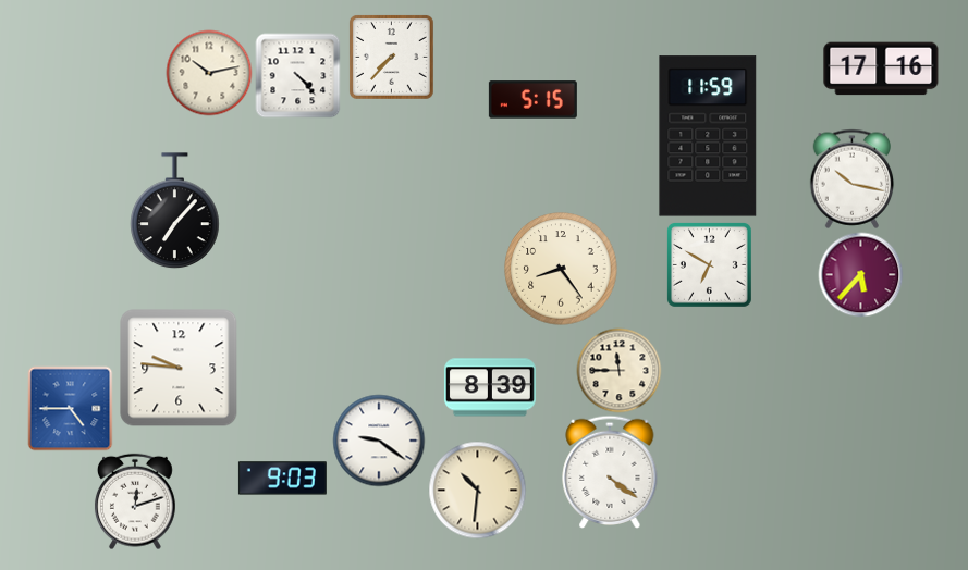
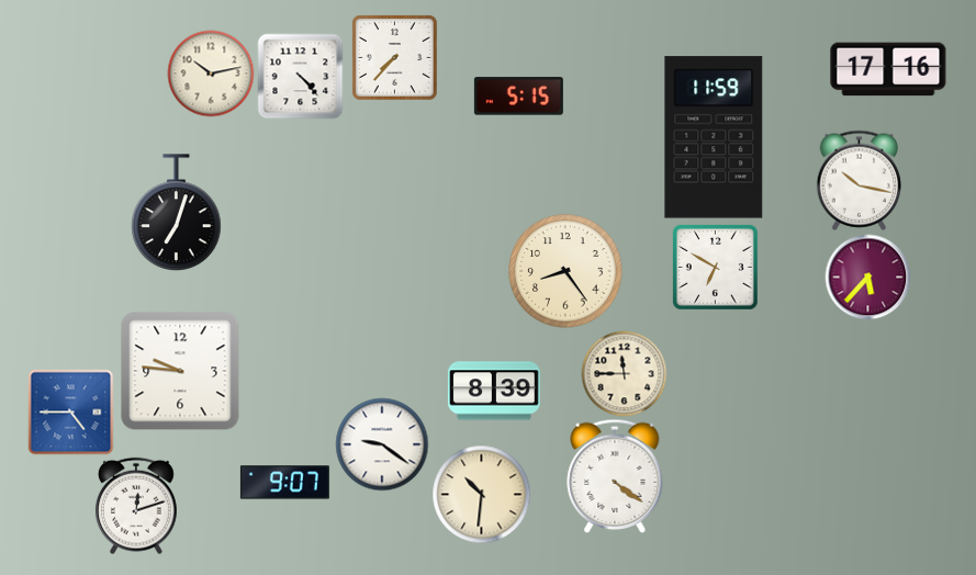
clock at (532, 100) position: (532, 100) -> (518, 97)
clock at (175, 211): 7:07 -> 7:03
clock at (282, 479): 9:03 -> 9:07
